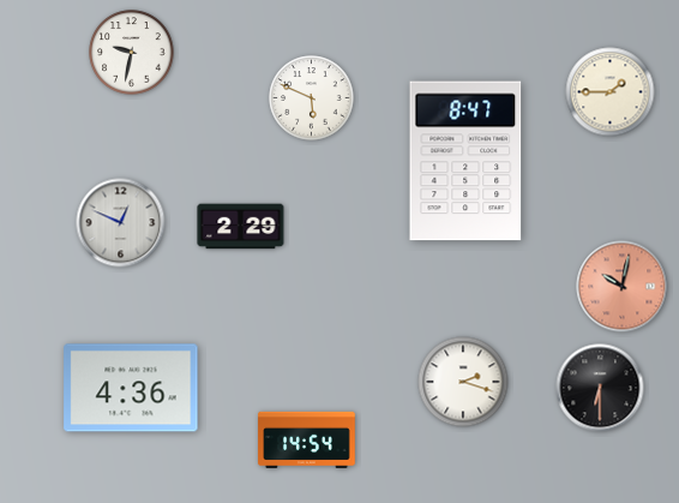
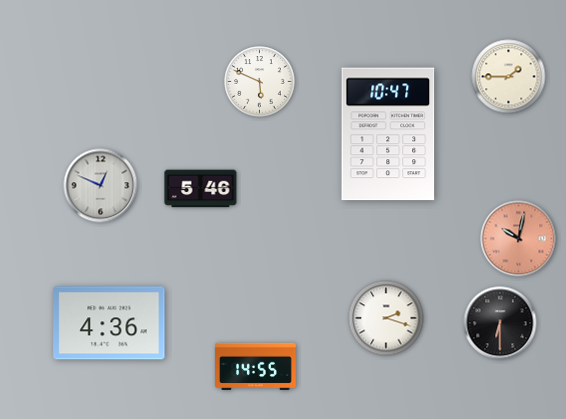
clock at (132, 53): 9:32 -> none
clock at (465, 161): 8:47 -> 10:47
clock at (241, 227): 2:29 -> 5:46
clock at (307, 439): 14:54 -> 14:55
